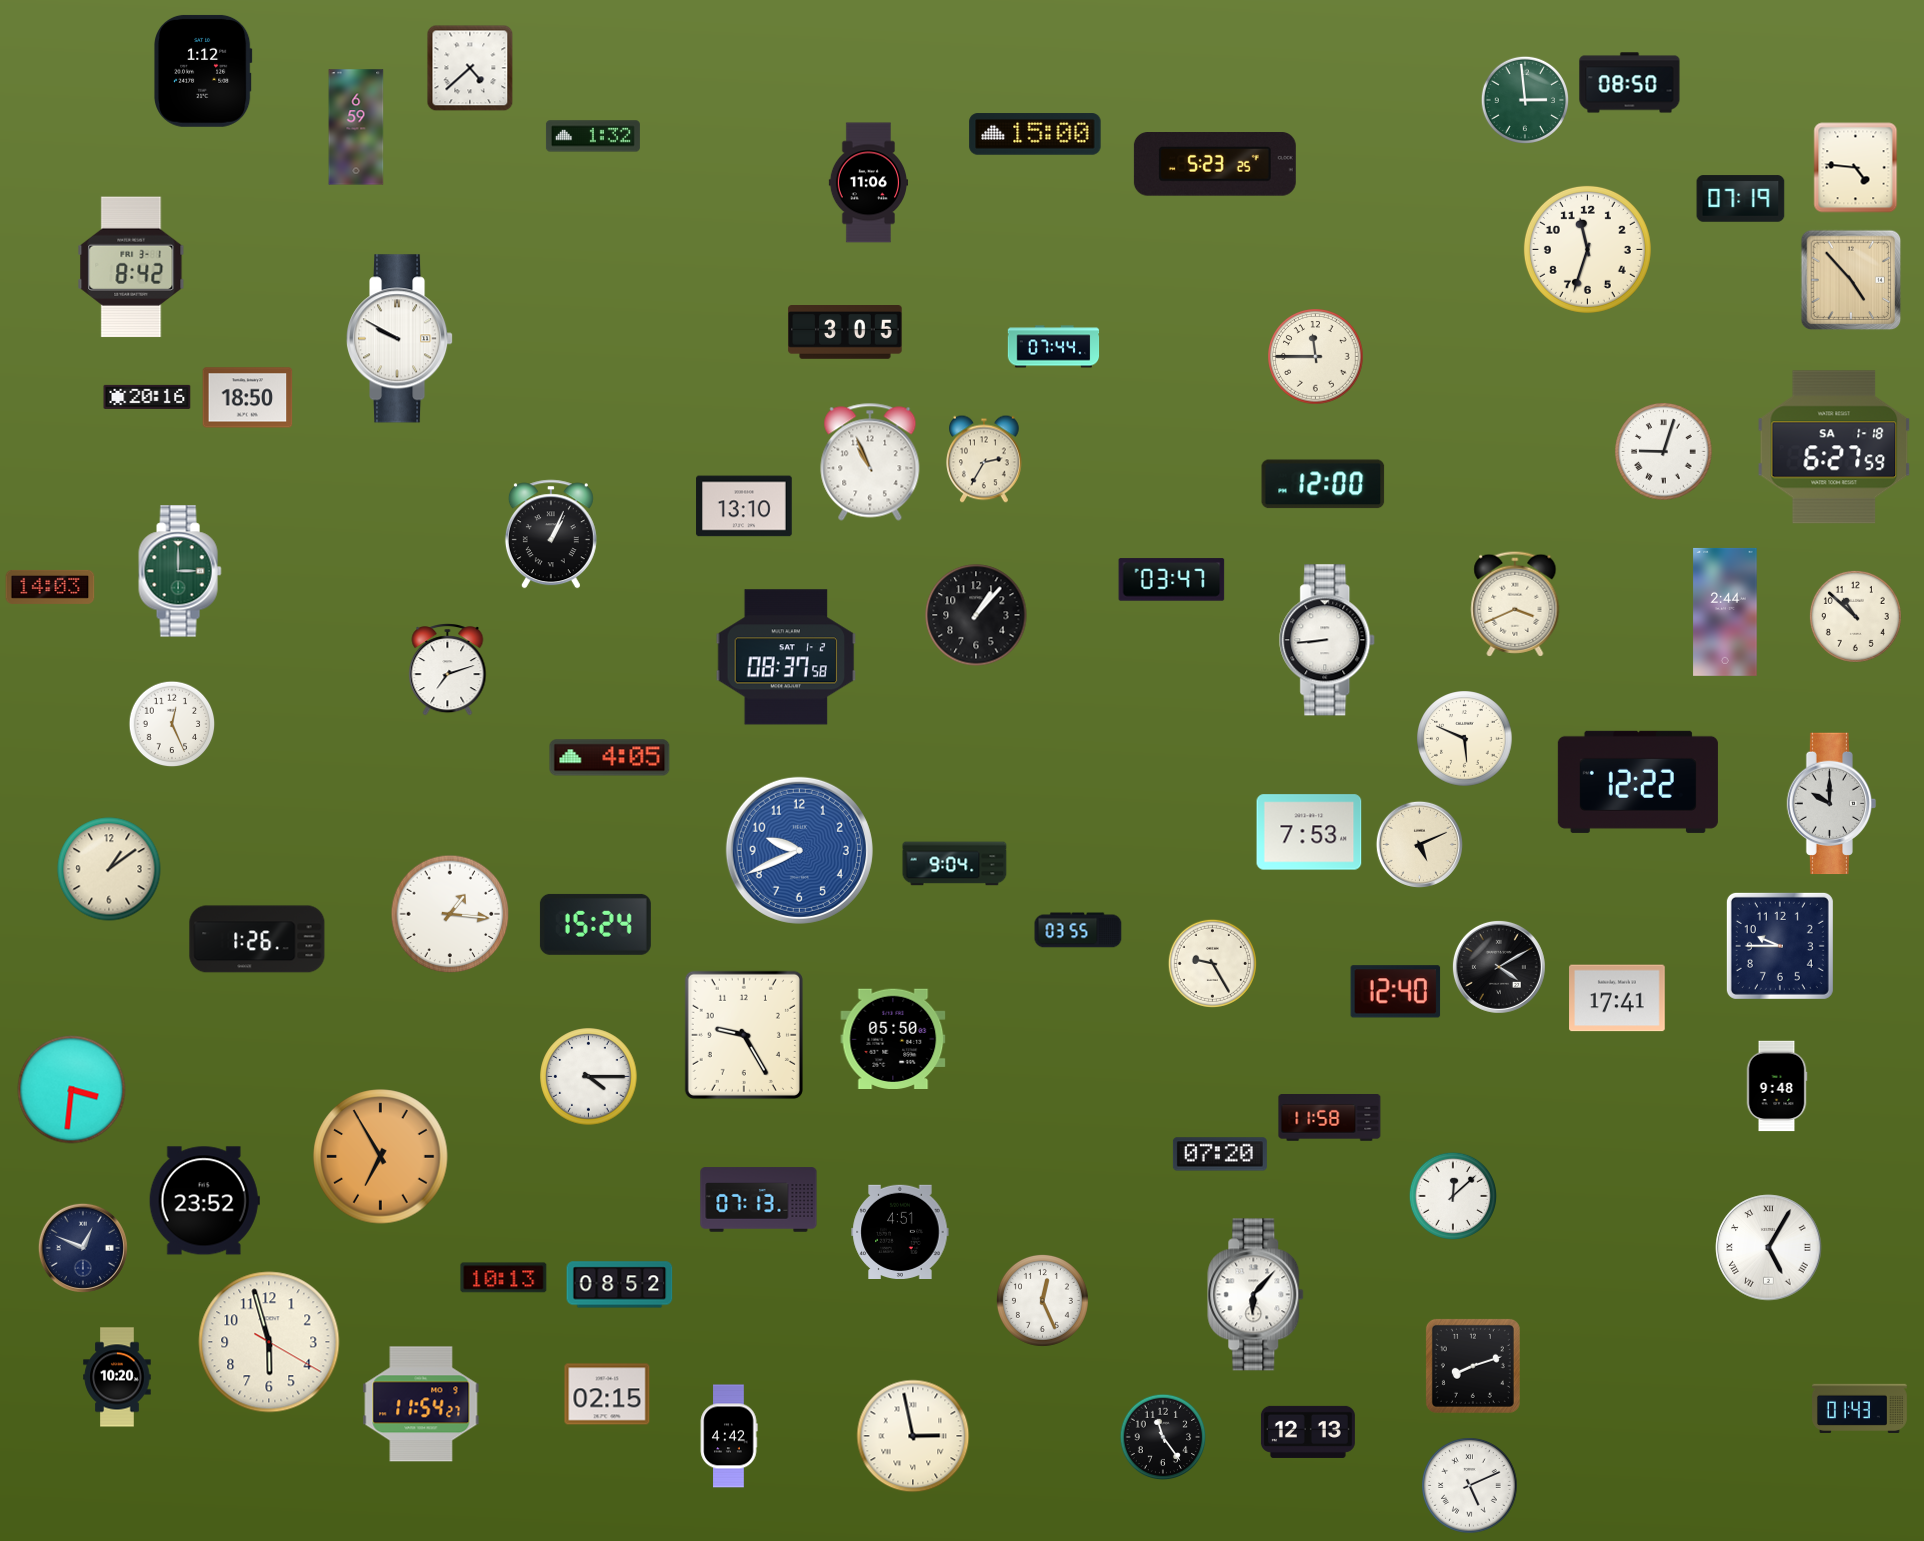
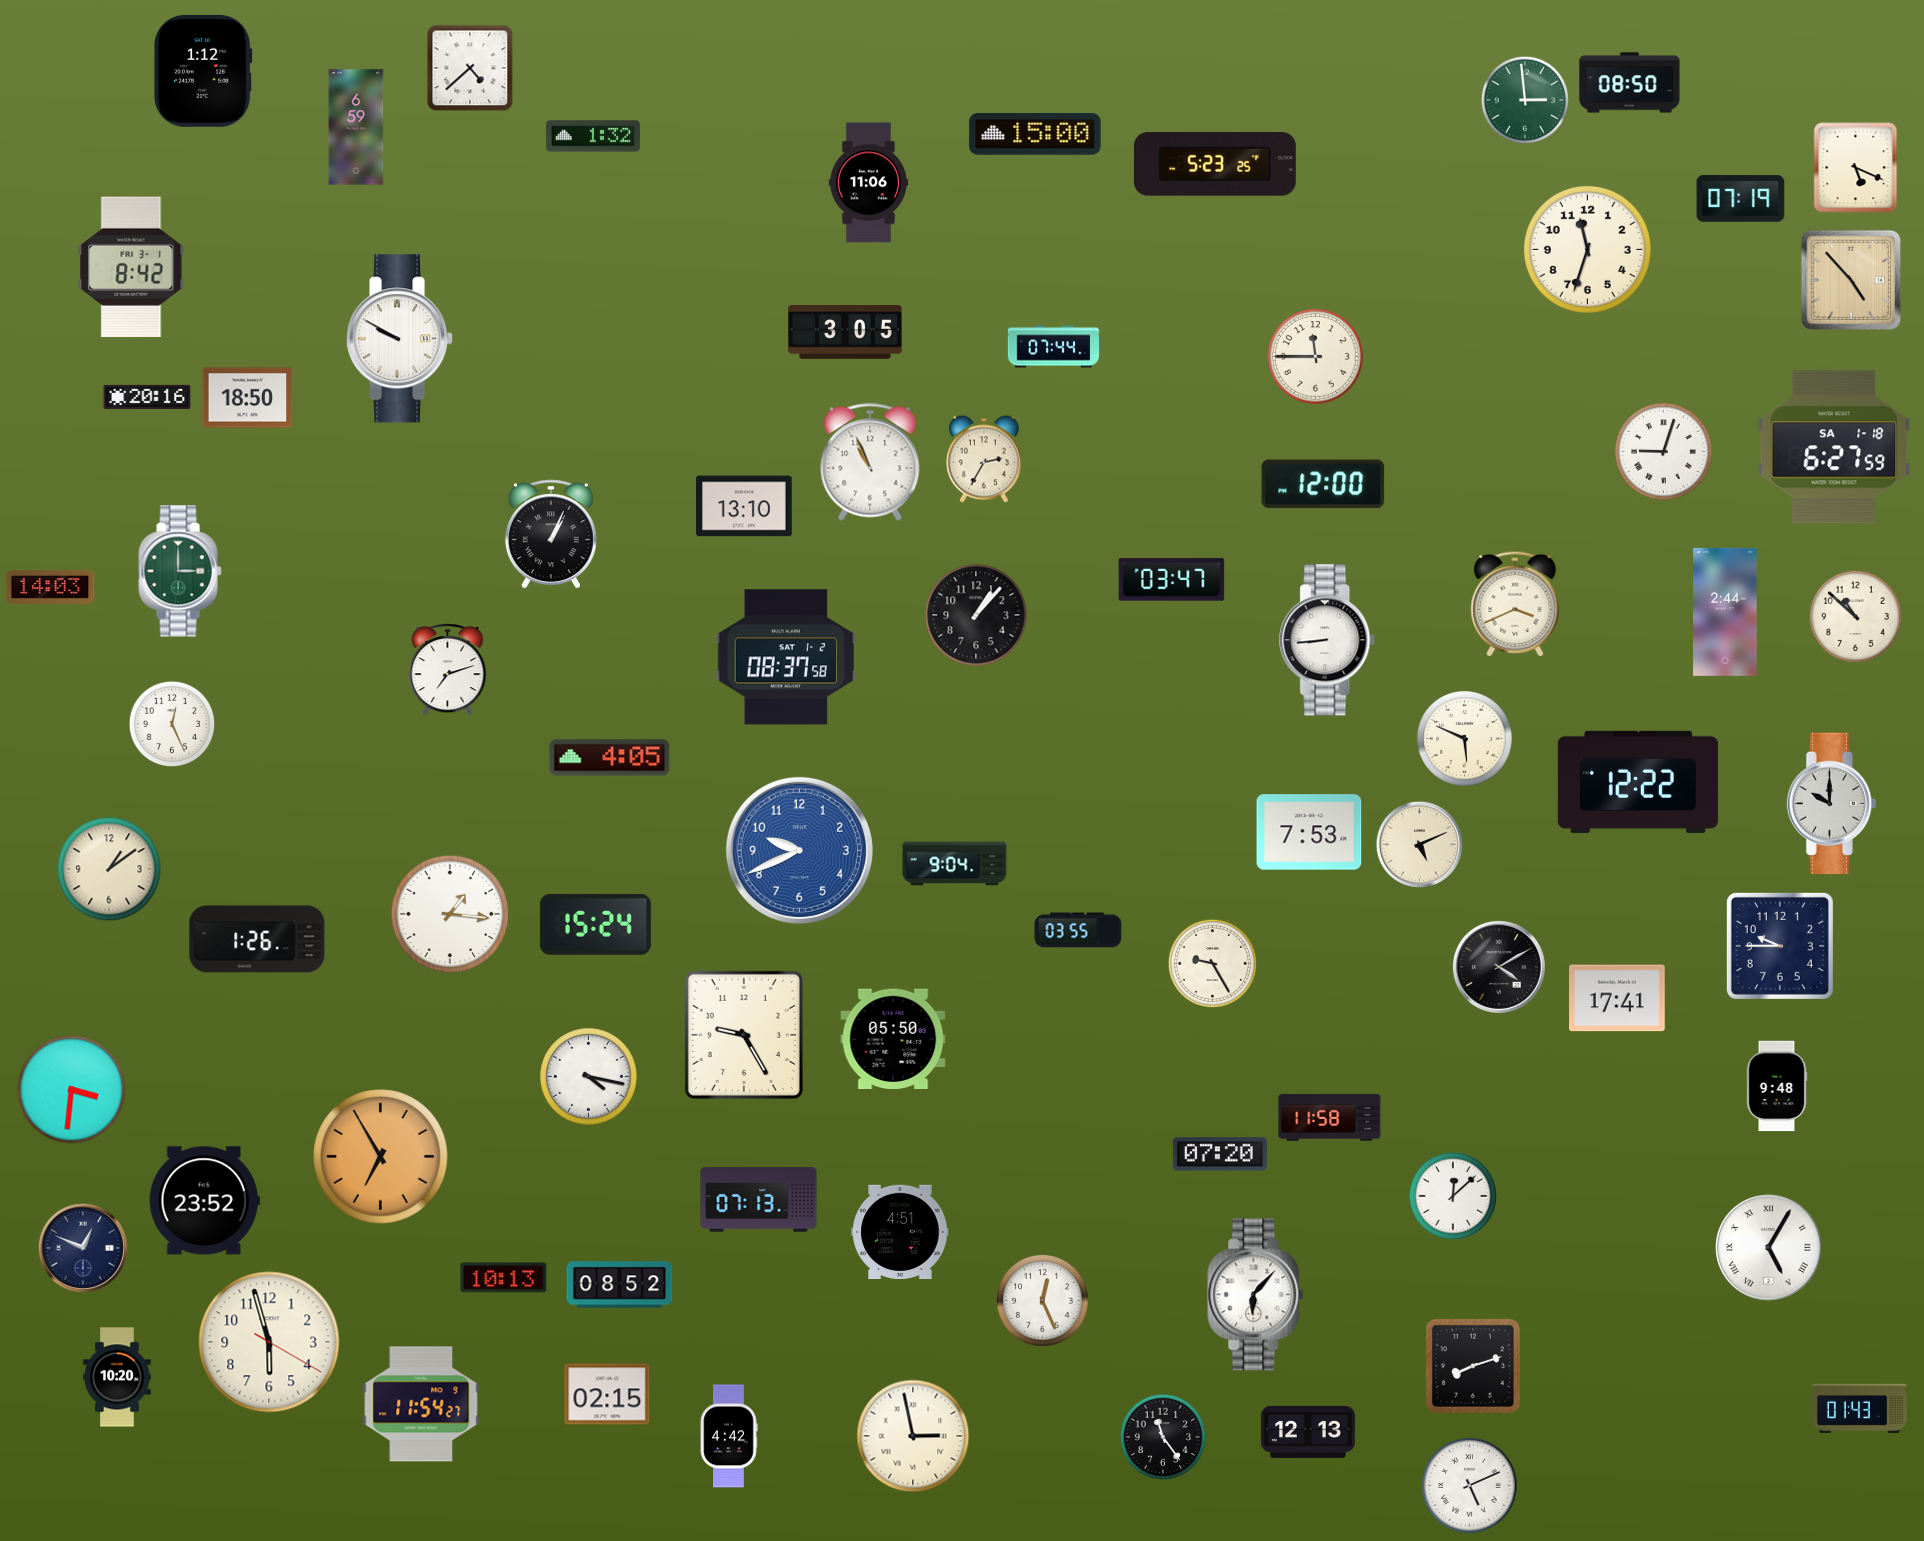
clock at (1856, 168): 4:46 -> 5:19
clock at (1396, 992): 12:40 -> none
clock at (589, 1077): 4:15 -> 4:17
